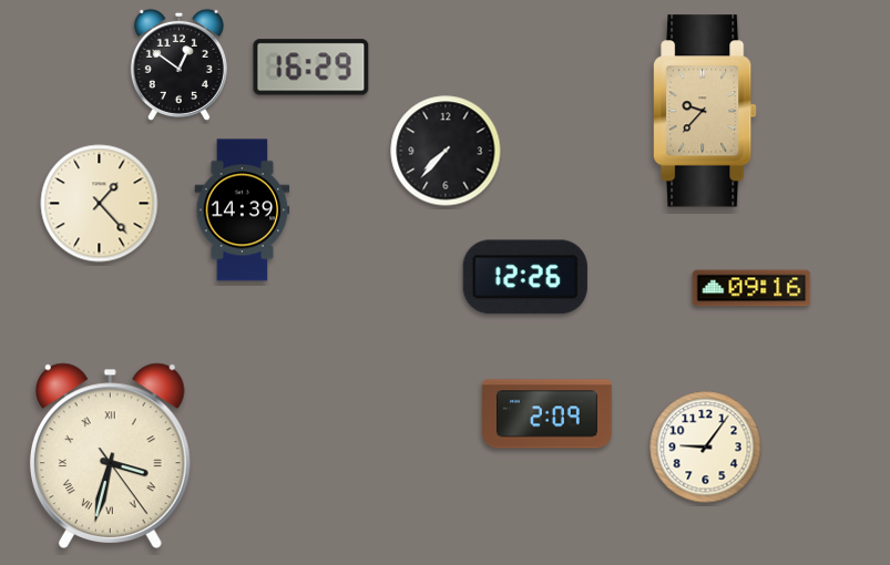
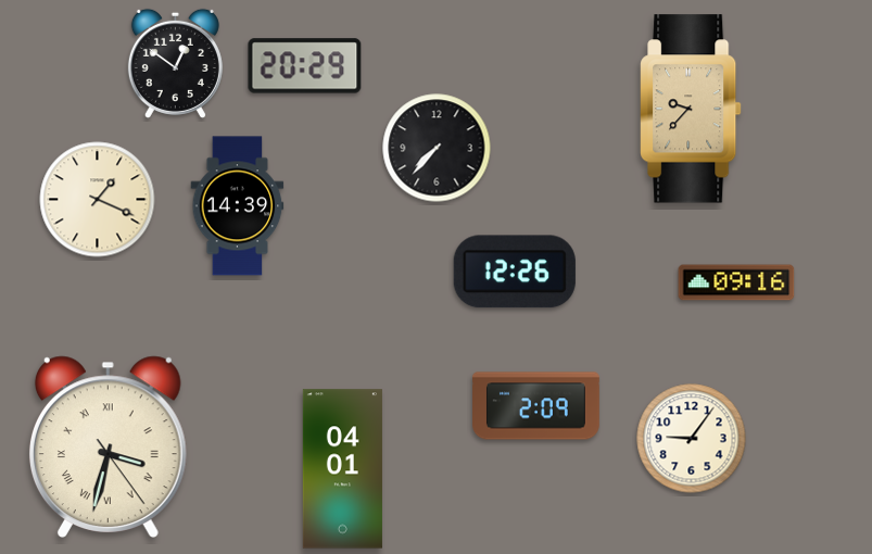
clock at (311, 68): 16:29 -> 20:29
clock at (100, 204): 1:23 -> 1:19
clock at (342, 469): none -> 04:01
